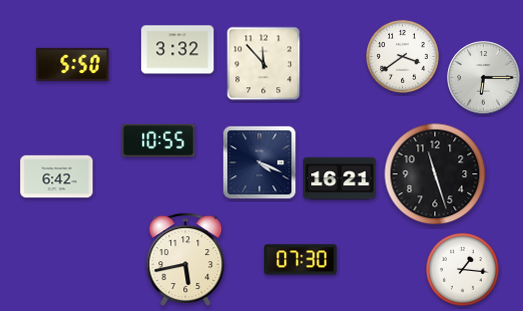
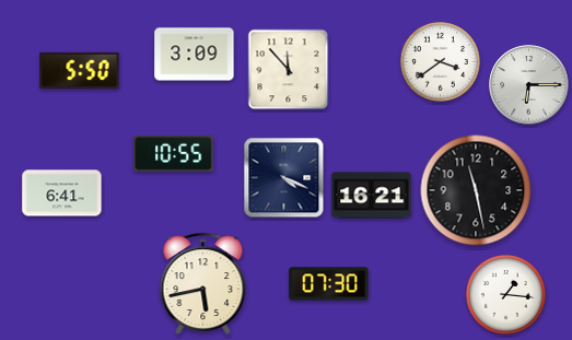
clock at (178, 50): 3:32 -> 3:09
clock at (435, 174): 11:27 -> 11:28
clock at (57, 177): 6:42 -> 6:41
